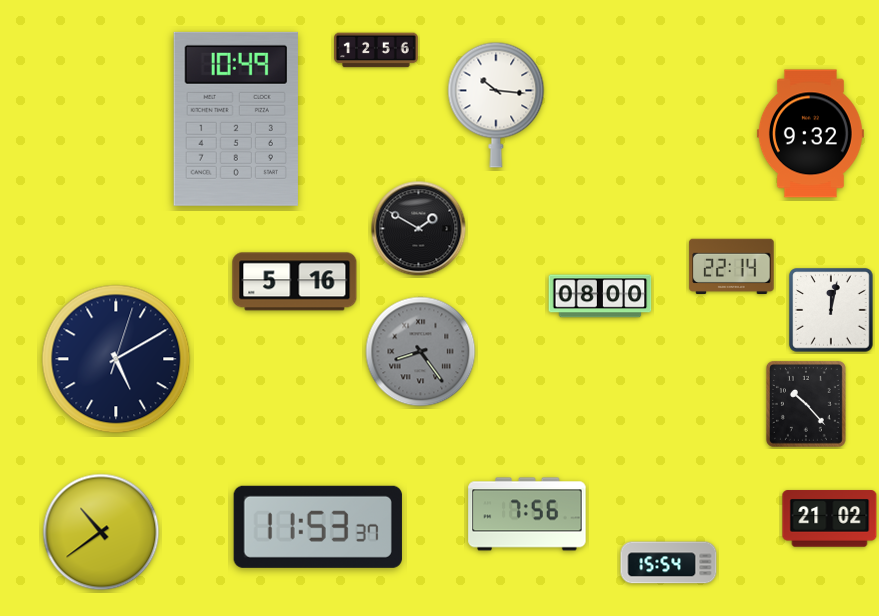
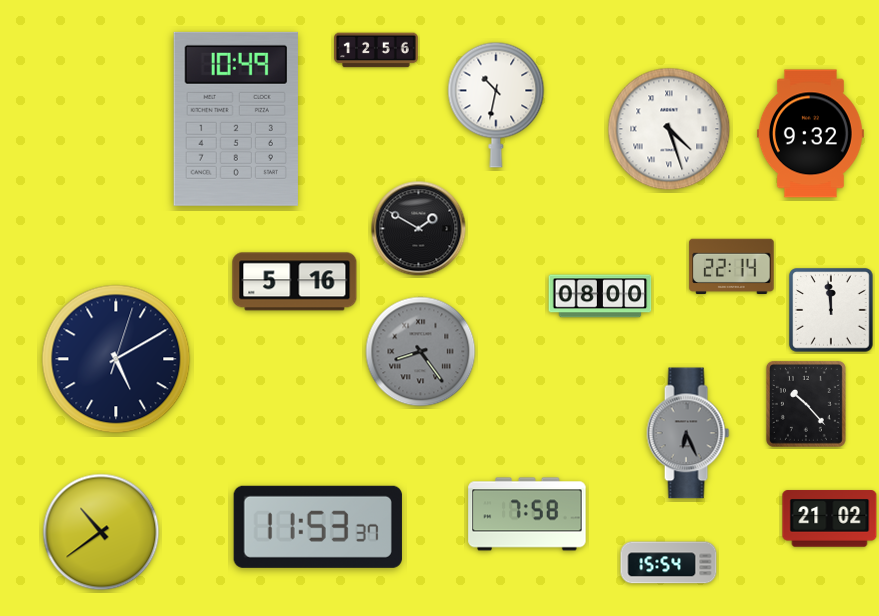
clock at (496, 105): 10:16 -> 10:32
clock at (669, 129): none -> 4:27
clock at (831, 310): 12:02 -> 11:59
clock at (688, 433): none -> 6:26
clock at (527, 514): 7:56 -> 7:58
